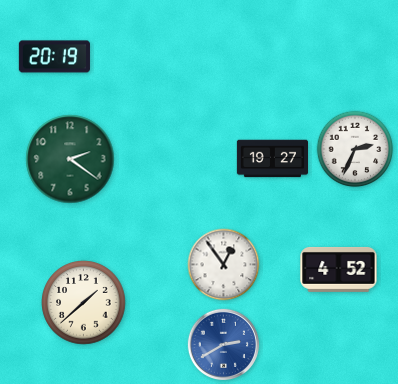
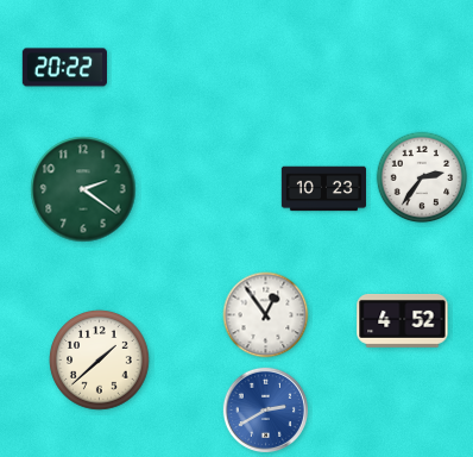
clock at (54, 57): 20:19 -> 20:22
clock at (355, 149): 2:34 -> 2:36
clock at (272, 159): 19:27 -> 10:23
